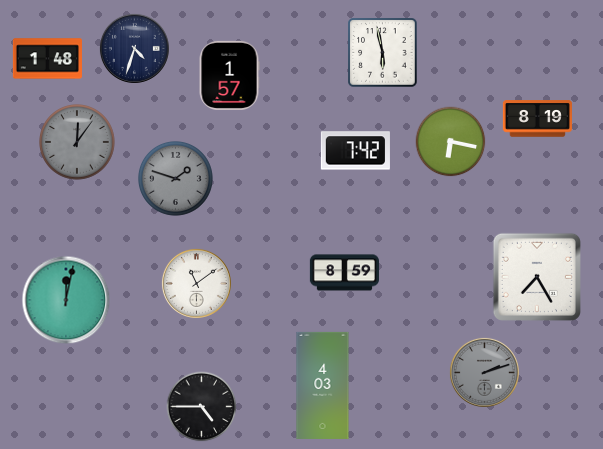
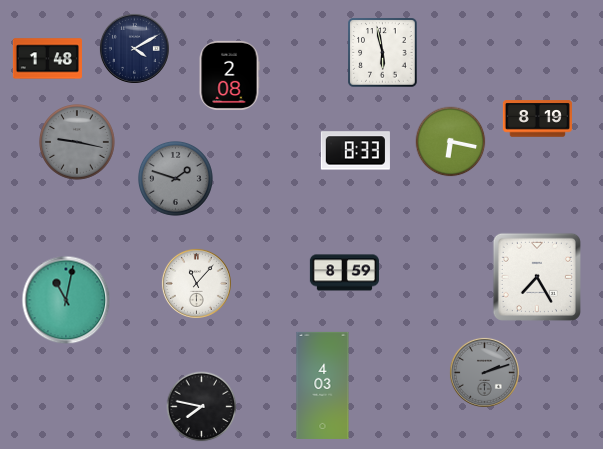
clock at (134, 48): 4:33 -> 4:10
clock at (229, 75): 1:57 -> 2:08
clock at (78, 143): 12:06 -> 9:17
clock at (355, 151): 7:42 -> 8:33
clock at (196, 283): 11:09 -> 11:07
clock at (66, 300): 12:02 -> 11:02
clock at (202, 407): 4:45 -> 7:47
